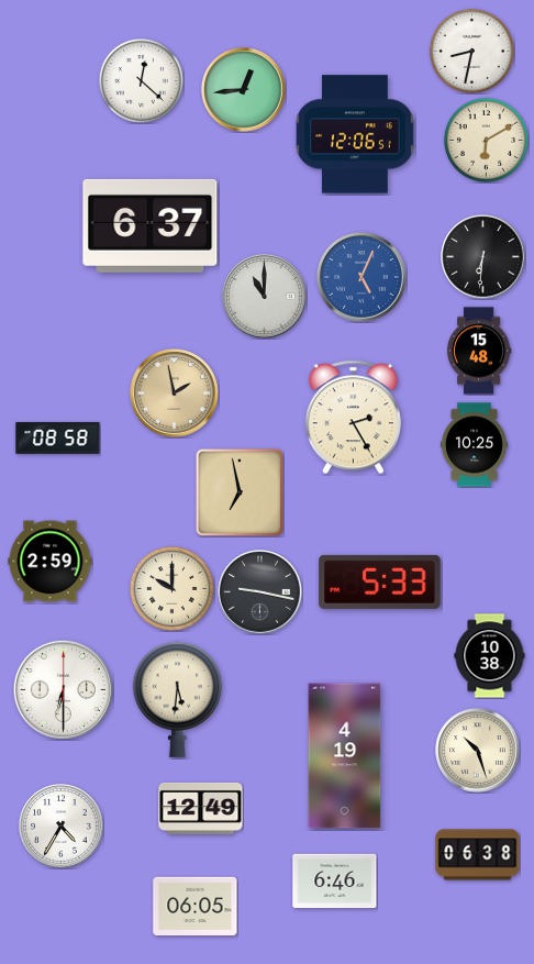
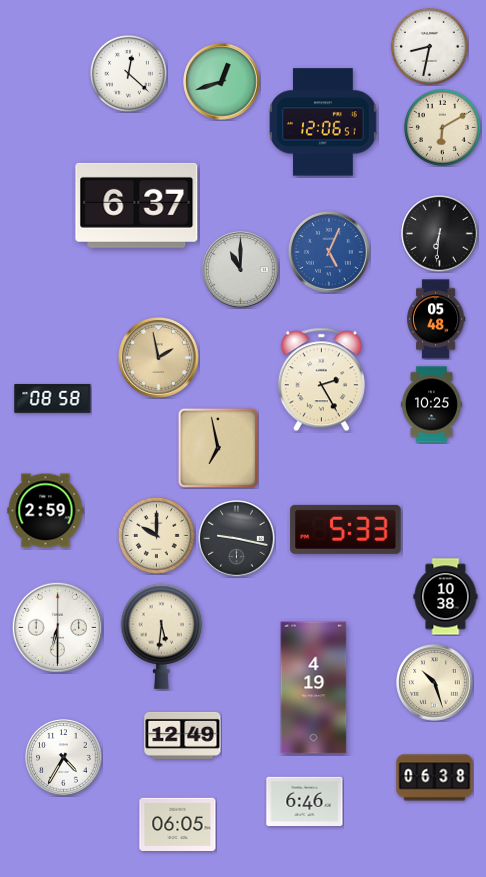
clock at (244, 90): 12:44 -> 12:42
clock at (479, 351): 15:48 -> 05:48
clock at (62, 827) position: (62, 827) -> (64, 758)
